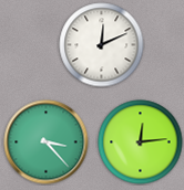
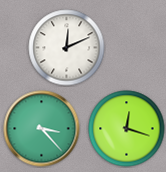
clock at (102, 45) position: (102, 45) -> (67, 48)
clock at (141, 142): 12:14 -> 12:18
